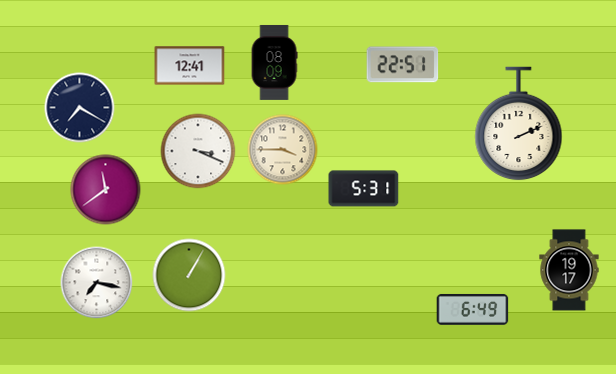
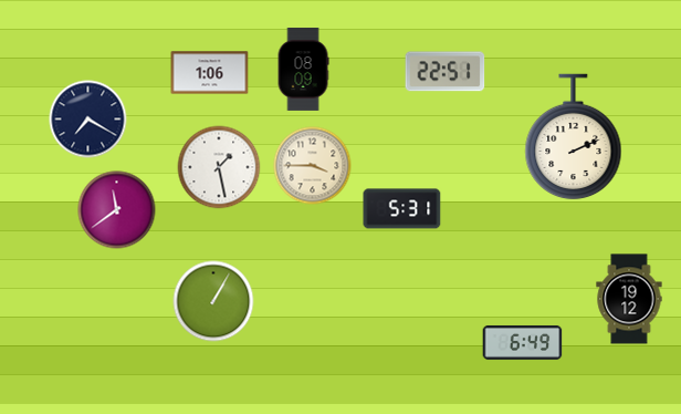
clock at (190, 66): 12:41 -> 1:06
clock at (198, 151): 3:19 -> 1:28
clock at (569, 270): 19:17 -> 19:12
clock at (189, 275) position: (189, 275) -> (213, 301)
clock at (97, 283): 7:17 -> none
